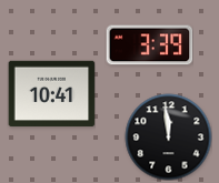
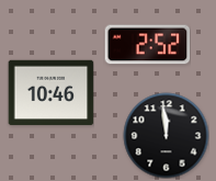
clock at (149, 45): 3:39 -> 2:52
clock at (51, 94): 10:41 -> 10:46
